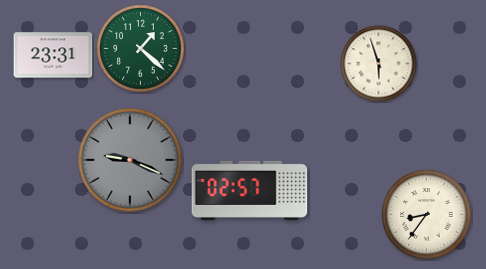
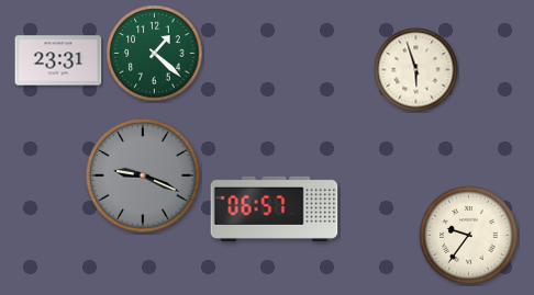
clock at (250, 190): 02:57 -> 06:57
clock at (427, 215): 8:36 -> 9:36
